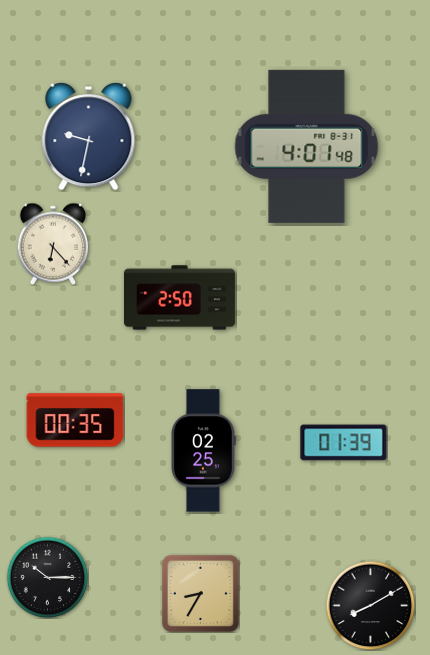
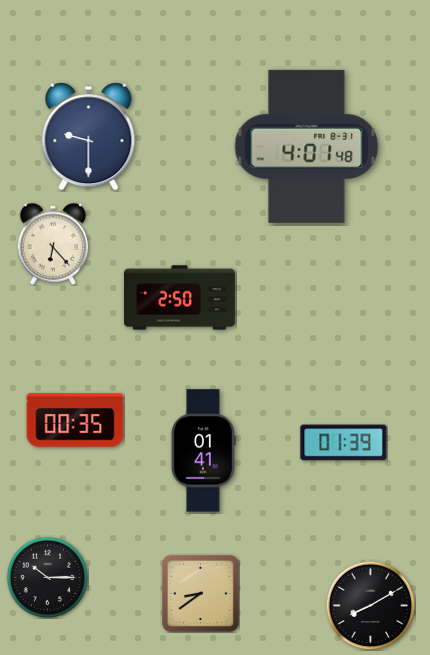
clock at (89, 137): 9:32 -> 9:30
clock at (204, 451): 02:25 -> 01:41
clock at (200, 593): 8:35 -> 8:39
